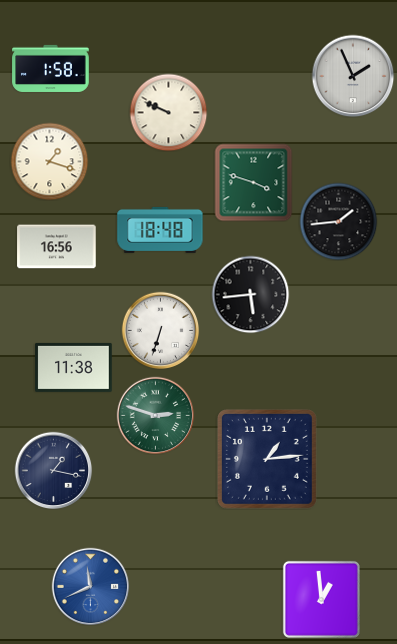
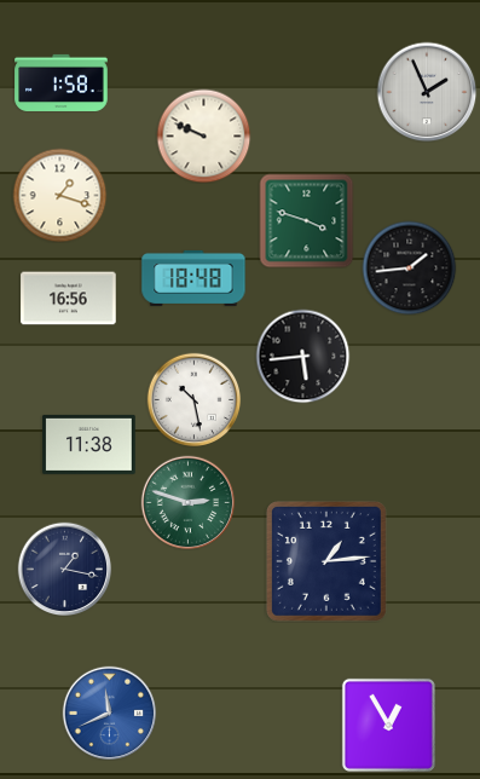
clock at (160, 330): 6:33 -> 10:28
clock at (267, 459) position: (267, 459) -> (326, 561)
clock at (90, 586) position: (90, 586) -> (109, 712)
clock at (321, 599): 12:59 -> 12:55
